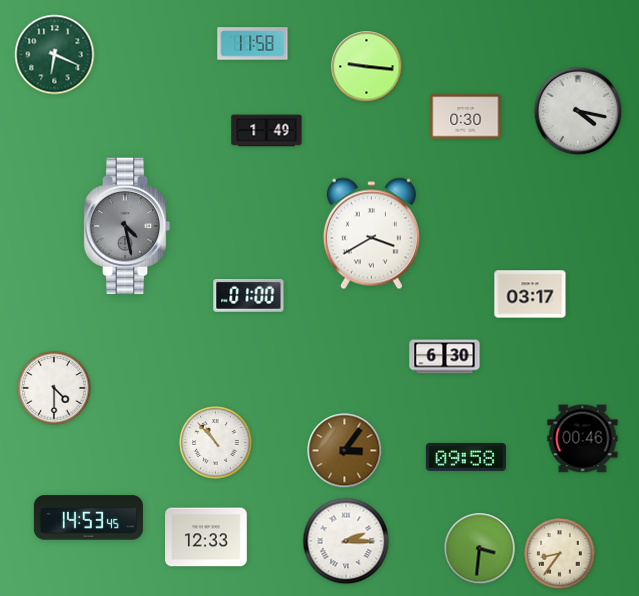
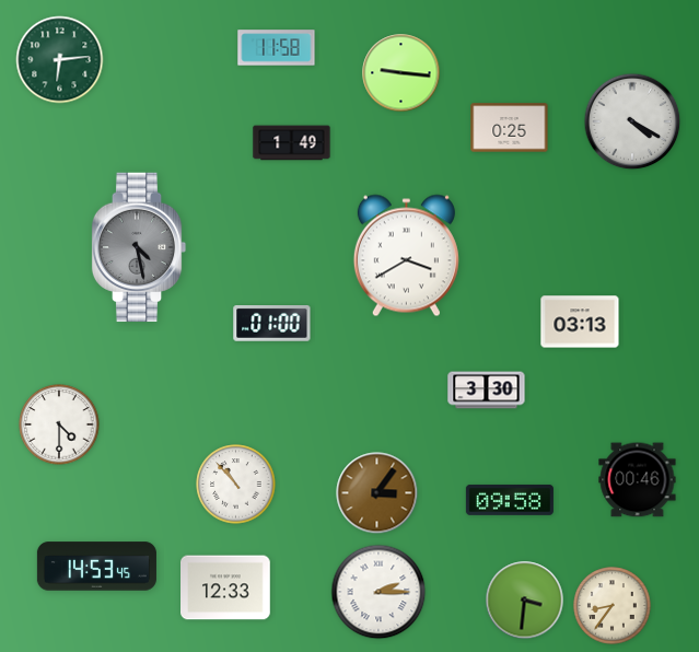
clock at (55, 55): 6:19 -> 6:14
clock at (578, 111): 4:17 -> 4:20
clock at (466, 117): 0:30 -> 0:25
clock at (530, 294): 03:17 -> 03:13
clock at (445, 357): 6:30 -> 3:30
